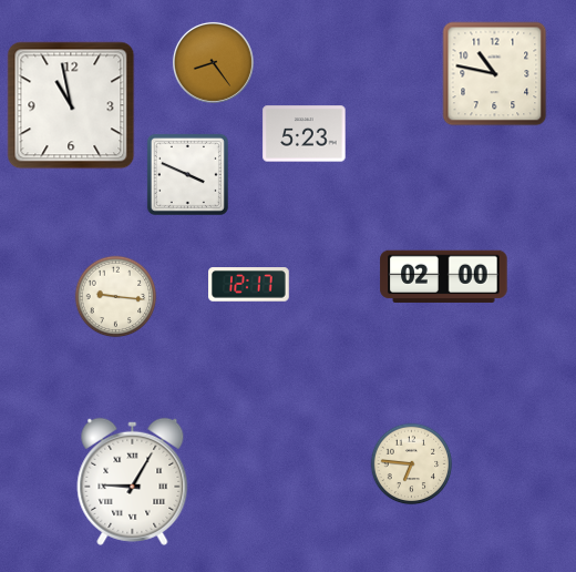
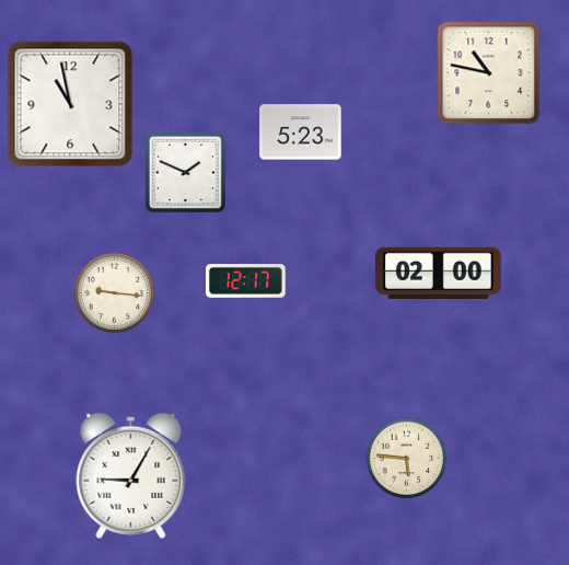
clock at (213, 62): 8:24 -> none
clock at (187, 174): 3:49 -> 1:49
clock at (412, 464): 6:46 -> 5:46
